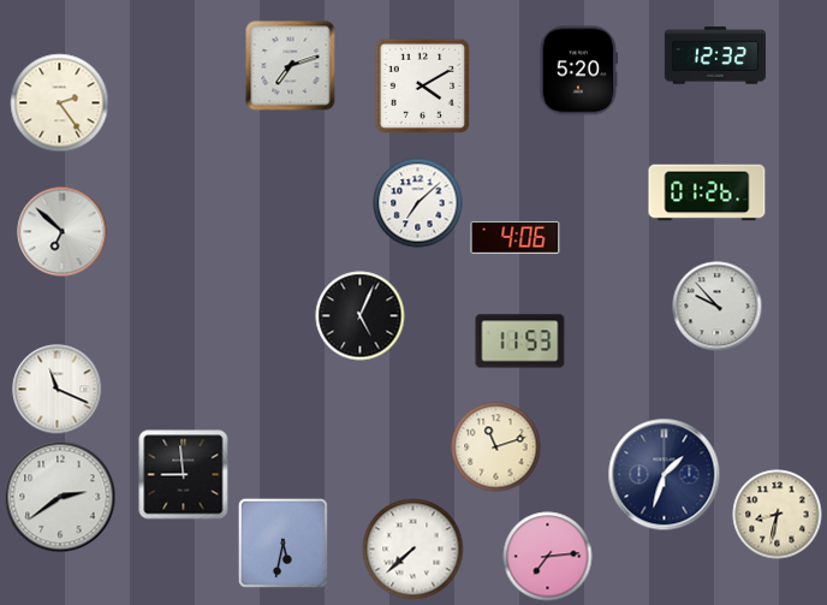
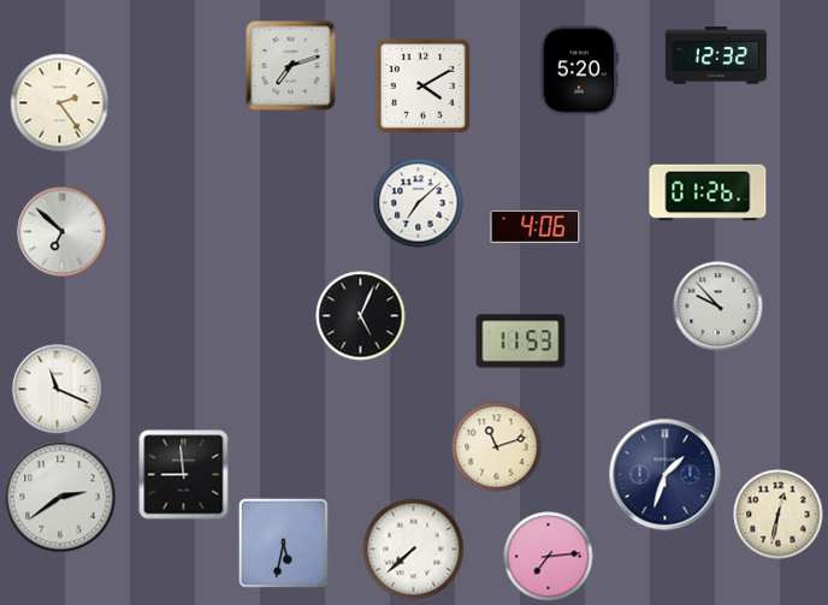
clock at (516, 237) position: (516, 237) -> (536, 226)
clock at (778, 515): 8:32 -> 12:32
